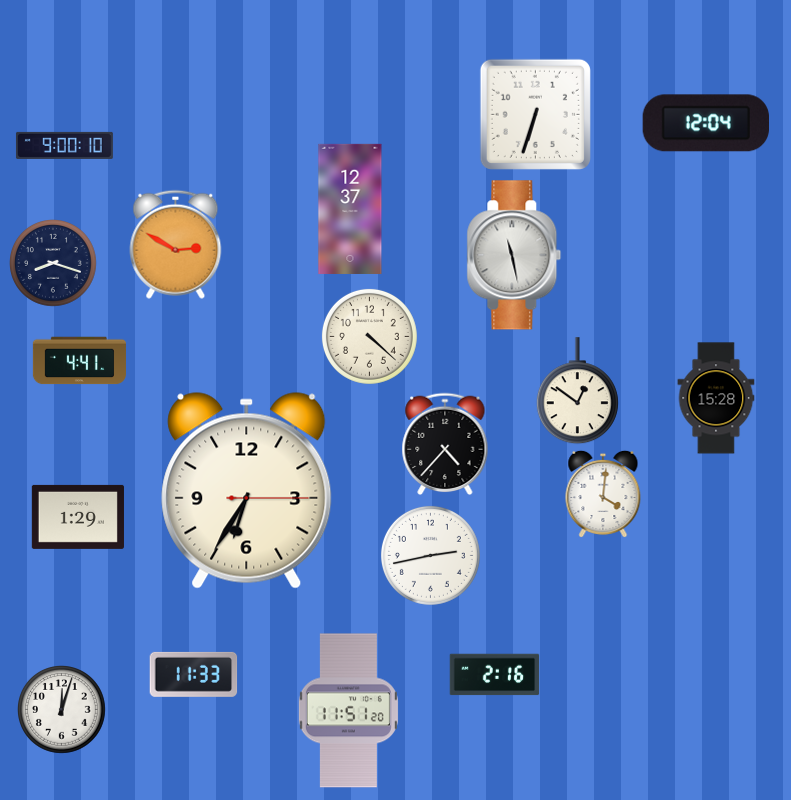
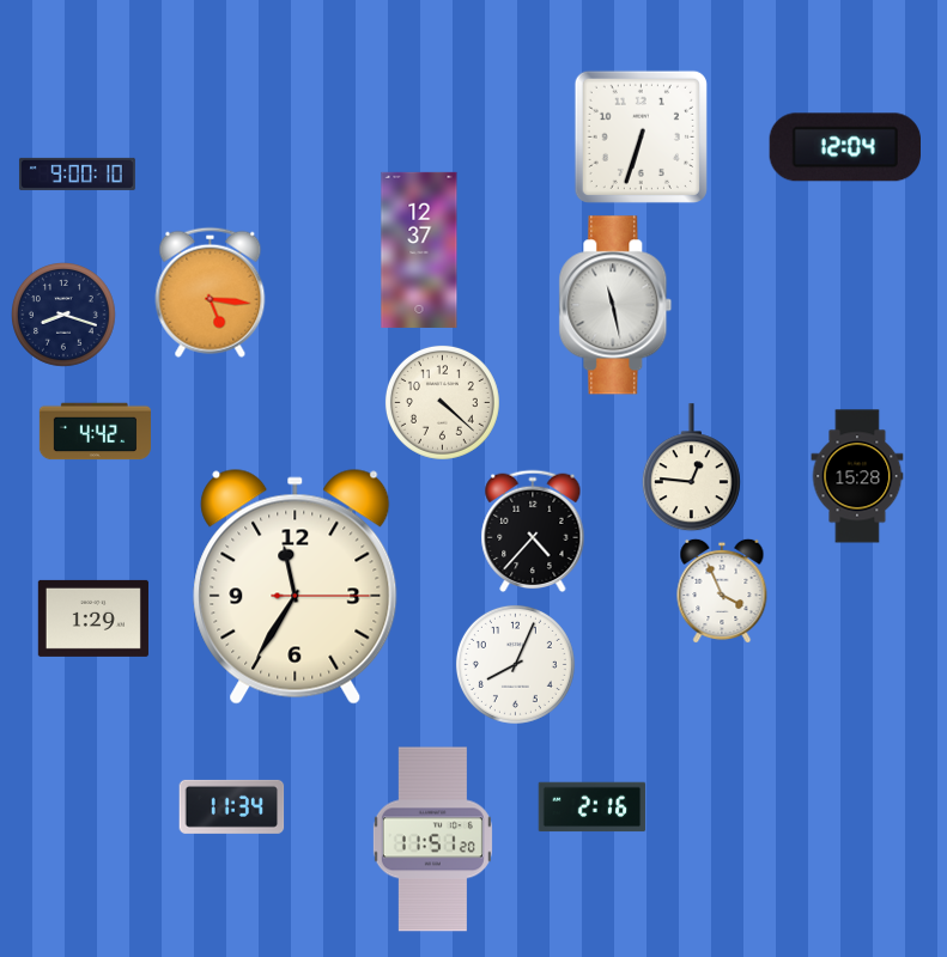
clock at (176, 244): 2:50 -> 5:16
clock at (79, 361): 4:41 -> 4:42
clock at (577, 391): 12:51 -> 12:46
clock at (247, 491): 6:35 -> 11:35
clock at (603, 494): 4:01 -> 3:56
clock at (430, 555): 2:43 -> 8:04
clock at (194, 674): 11:33 -> 11:34
clock at (62, 710): 12:03 -> none
clock at (348, 711) position: (348, 711) -> (432, 840)
